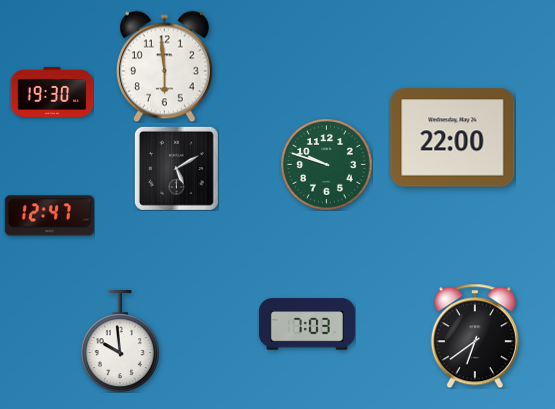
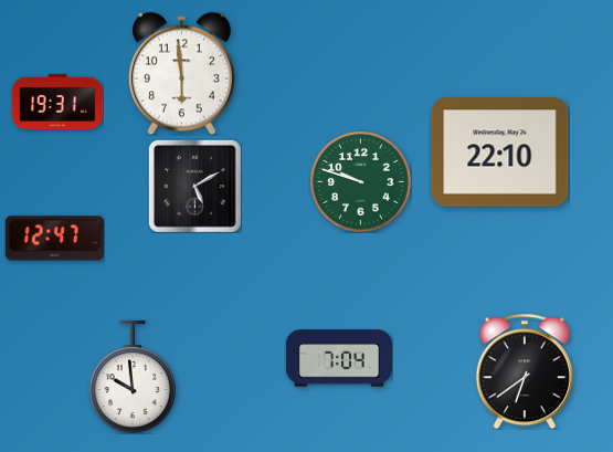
clock at (52, 92): 19:30 -> 19:31
clock at (453, 138): 22:00 -> 22:10
clock at (307, 324): 7:03 -> 7:04
